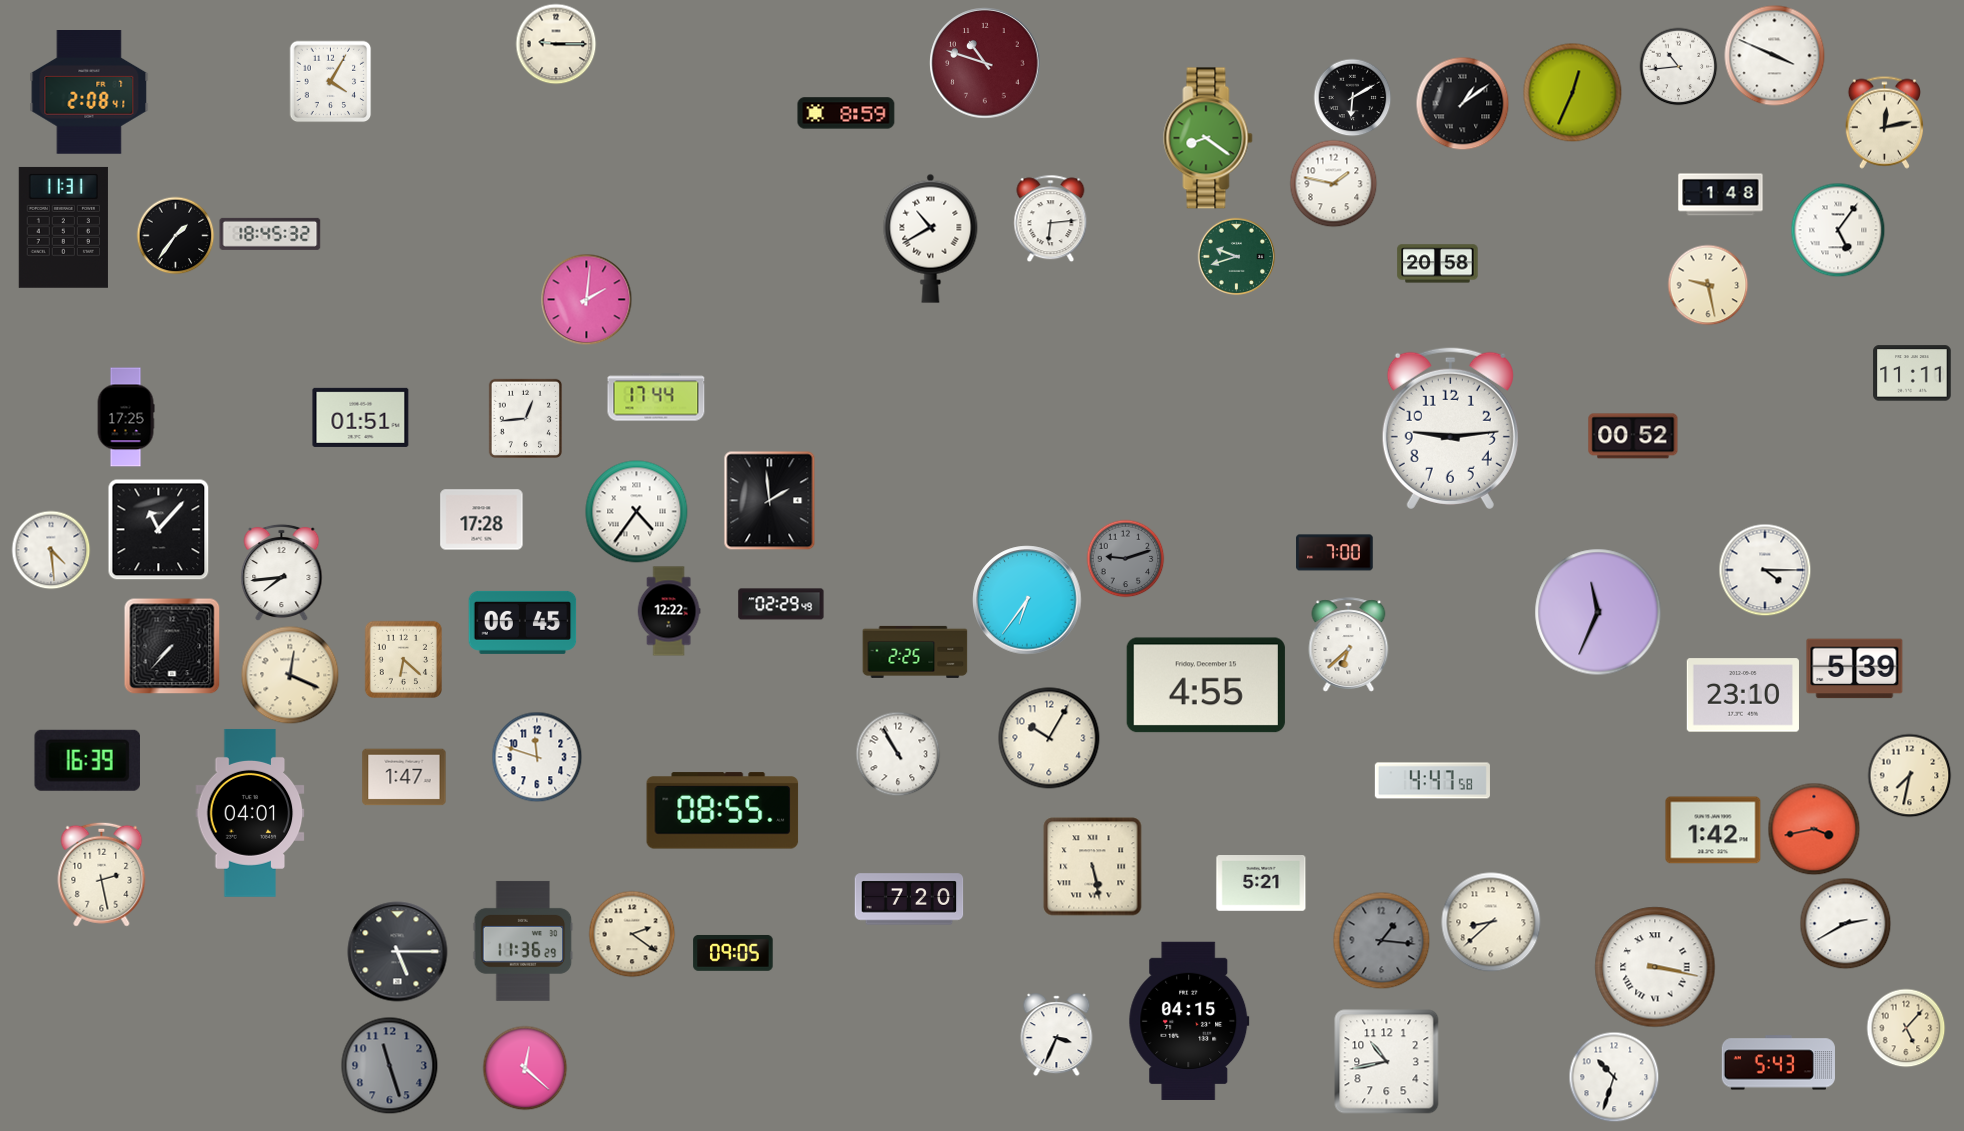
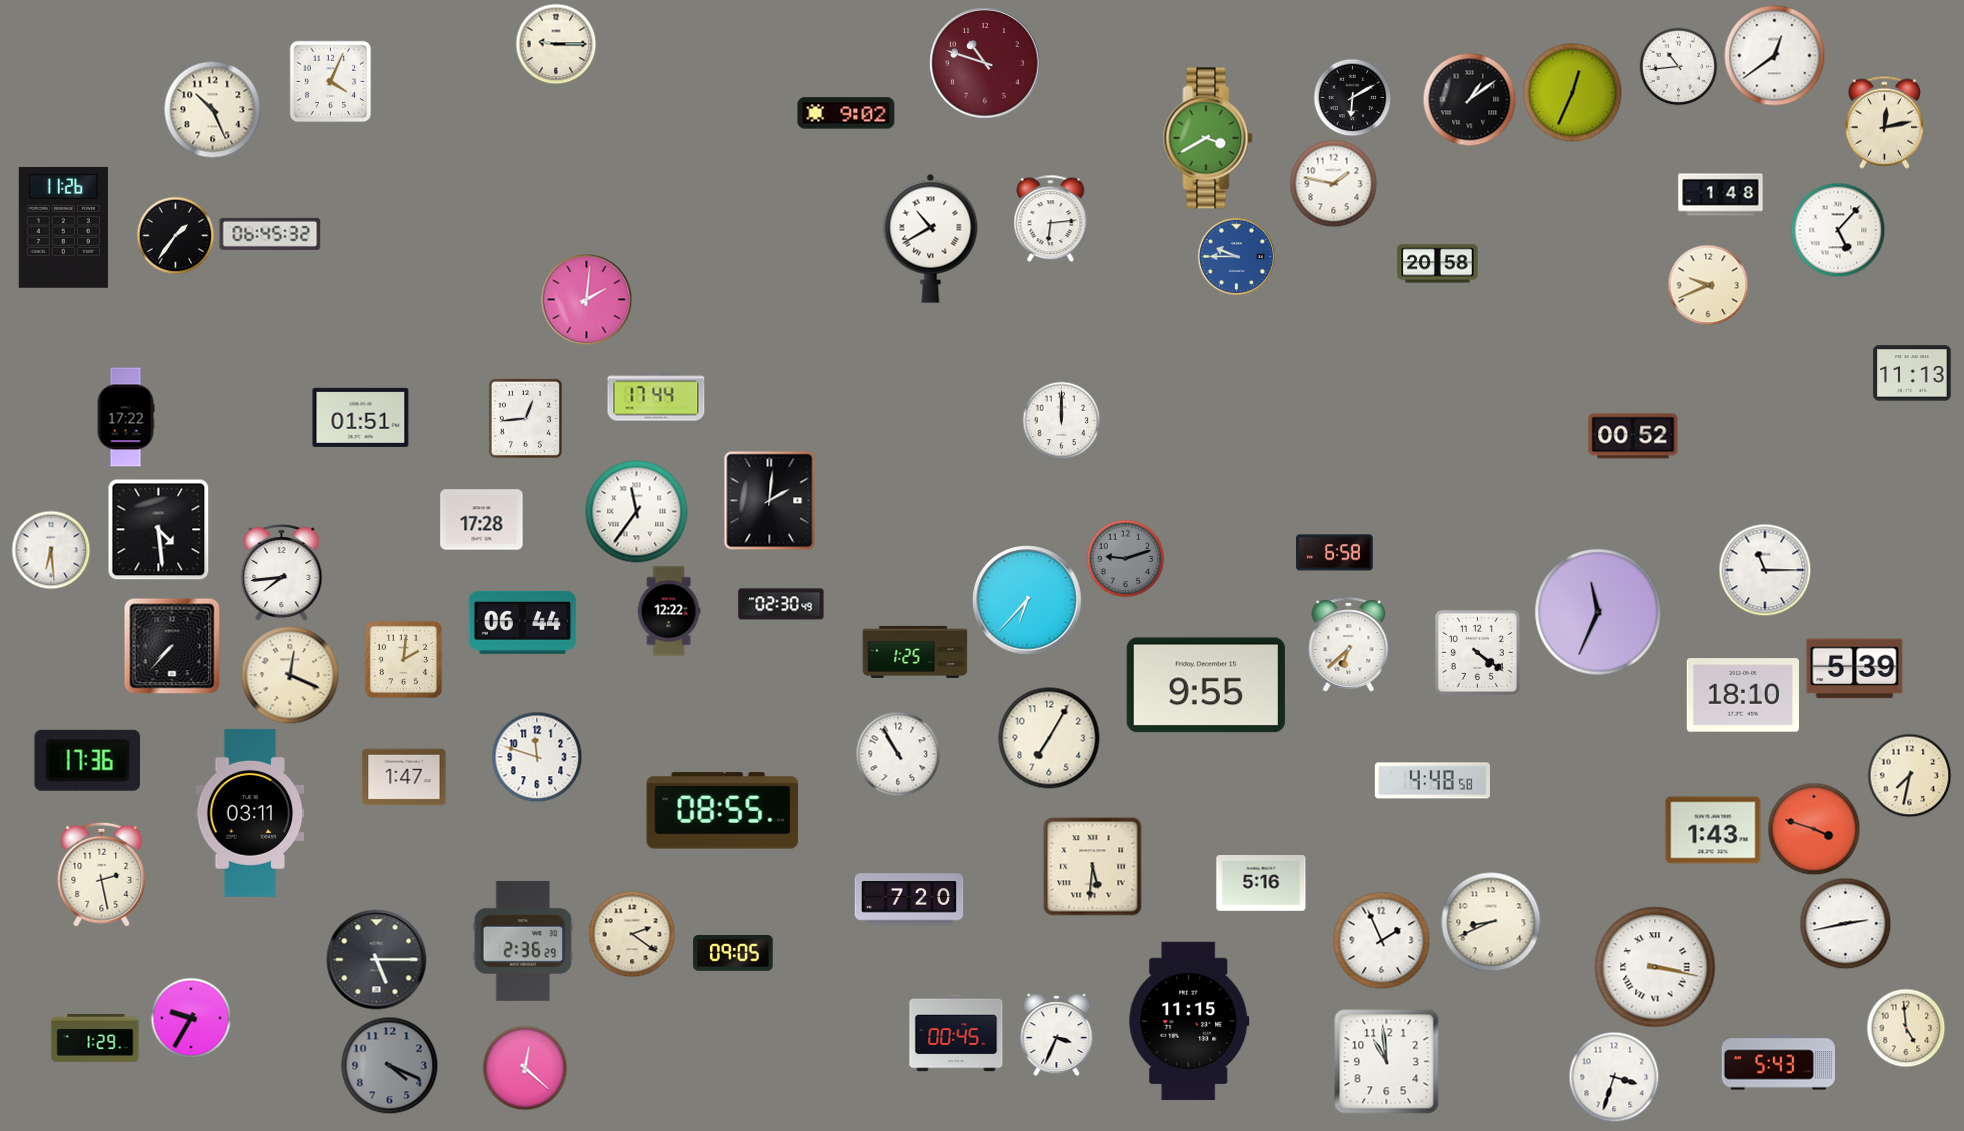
clock at (1775, 56): 3:49 -> 12:39
clock at (330, 81): 4:05 -> 4:04
clock at (89, 93): 2:08 -> none
clock at (1462, 103) position: (1462, 103) -> (1469, 99)
clock at (212, 109): none -> 10:26
clock at (846, 113): 8:59 -> 9:02
clock at (1208, 138): 8:21 -> 3:40
clock at (63, 227): 11:31 -> 11:26
clock at (1838, 230): 5:06 -> 5:07
clock at (270, 234): 18:45 -> 06:45
clock at (1236, 256): 9:42 -> 9:45
clock at (1236, 256) dial: green -> blue
clock at (1708, 285): 9:28 -> 9:41
clock at (1912, 373): 11:11 -> 11:13
clock at (126, 417): 17:25 -> 17:22
clock at (1061, 420): none -> 12:00
clock at (1450, 428): 9:14 -> none
clock at (770, 501): 1:59 -> 2:01
clock at (637, 512): 4:36 -> 11:36
clock at (159, 530): 11:07 -> 4:29
clock at (51, 550): 4:29 -> 6:29
clock at (1335, 553): 7:00 -> 6:58
clock at (1765, 570): 4:15 -> 11:15
clock at (1027, 600): 6:36 -> 6:37
clock at (781, 604): 02:29 -> 02:30
clock at (523, 622): 06:45 -> 06:44
clock at (915, 652): 2:25 -> 1:25
clock at (1477, 652): none -> 4:21
clock at (403, 659): 6:22 -> 2:01
clock at (1206, 685): 4:55 -> 9:55
clock at (1743, 695): 23:10 -> 18:10
clock at (1049, 738): 10:05 -> 7:05
clock at (87, 760): 16:39 -> 17:36
clock at (1432, 781): 4:47 -> 4:48
clock at (250, 813): 04:01 -> 03:11
clock at (1814, 829): 3:43 -> 3:48
clock at (1713, 830): 1:42 -> 1:43
clock at (1093, 867): 5:28 -> 5:31
clock at (1261, 884): 5:21 -> 5:16
clock at (1491, 922): 8:38 -> 8:41
clock at (1845, 923): 2:40 -> 2:43
clock at (1381, 940): 1:16 -> 1:56
clock at (1381, 940) dial: grey -> white
clock at (523, 941): 11:36 -> 2:36
clock at (398, 952) position: (398, 952) -> (377, 960)
clock at (191, 1018): none -> 9:35
clock at (1189, 1021): 04:15 -> 11:15
clock at (1906, 1028): 5:07 -> 4:59
clock at (956, 1033): none -> 00:45
clock at (95, 1038): none -> 1:29
clock at (1387, 1062): 10:43 -> 10:59
clock at (389, 1065): 11:27 -> 4:19
clock at (1614, 1077): 10:33 -> 3:33
